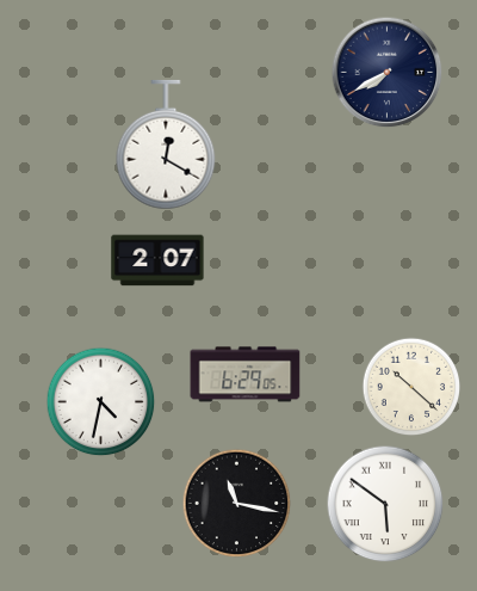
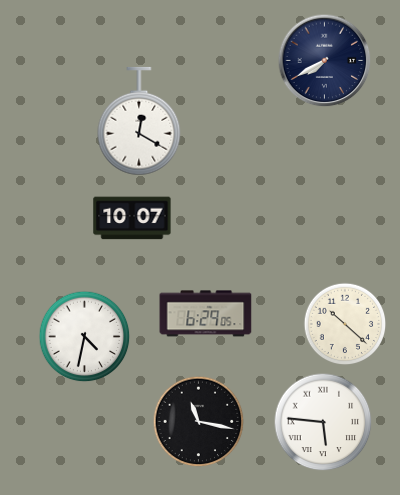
clock at (157, 260): 2:07 -> 10:07
clock at (385, 504): 5:51 -> 5:46
